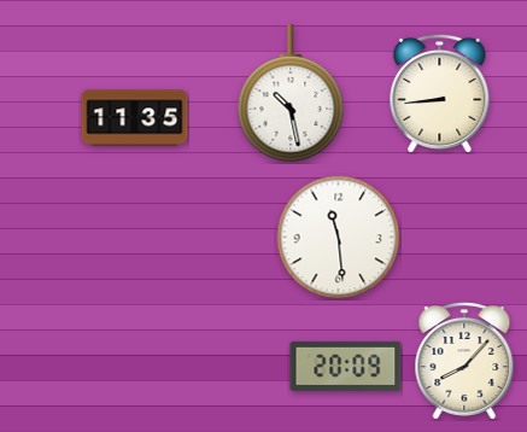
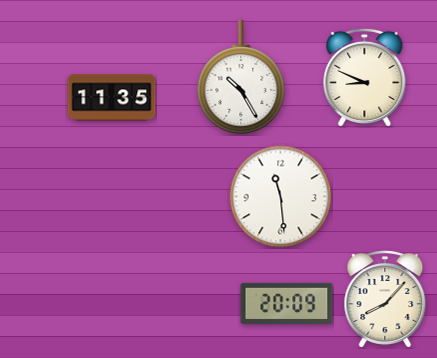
clock at (291, 93): 10:28 -> 10:25
clock at (440, 93): 8:44 -> 8:49
